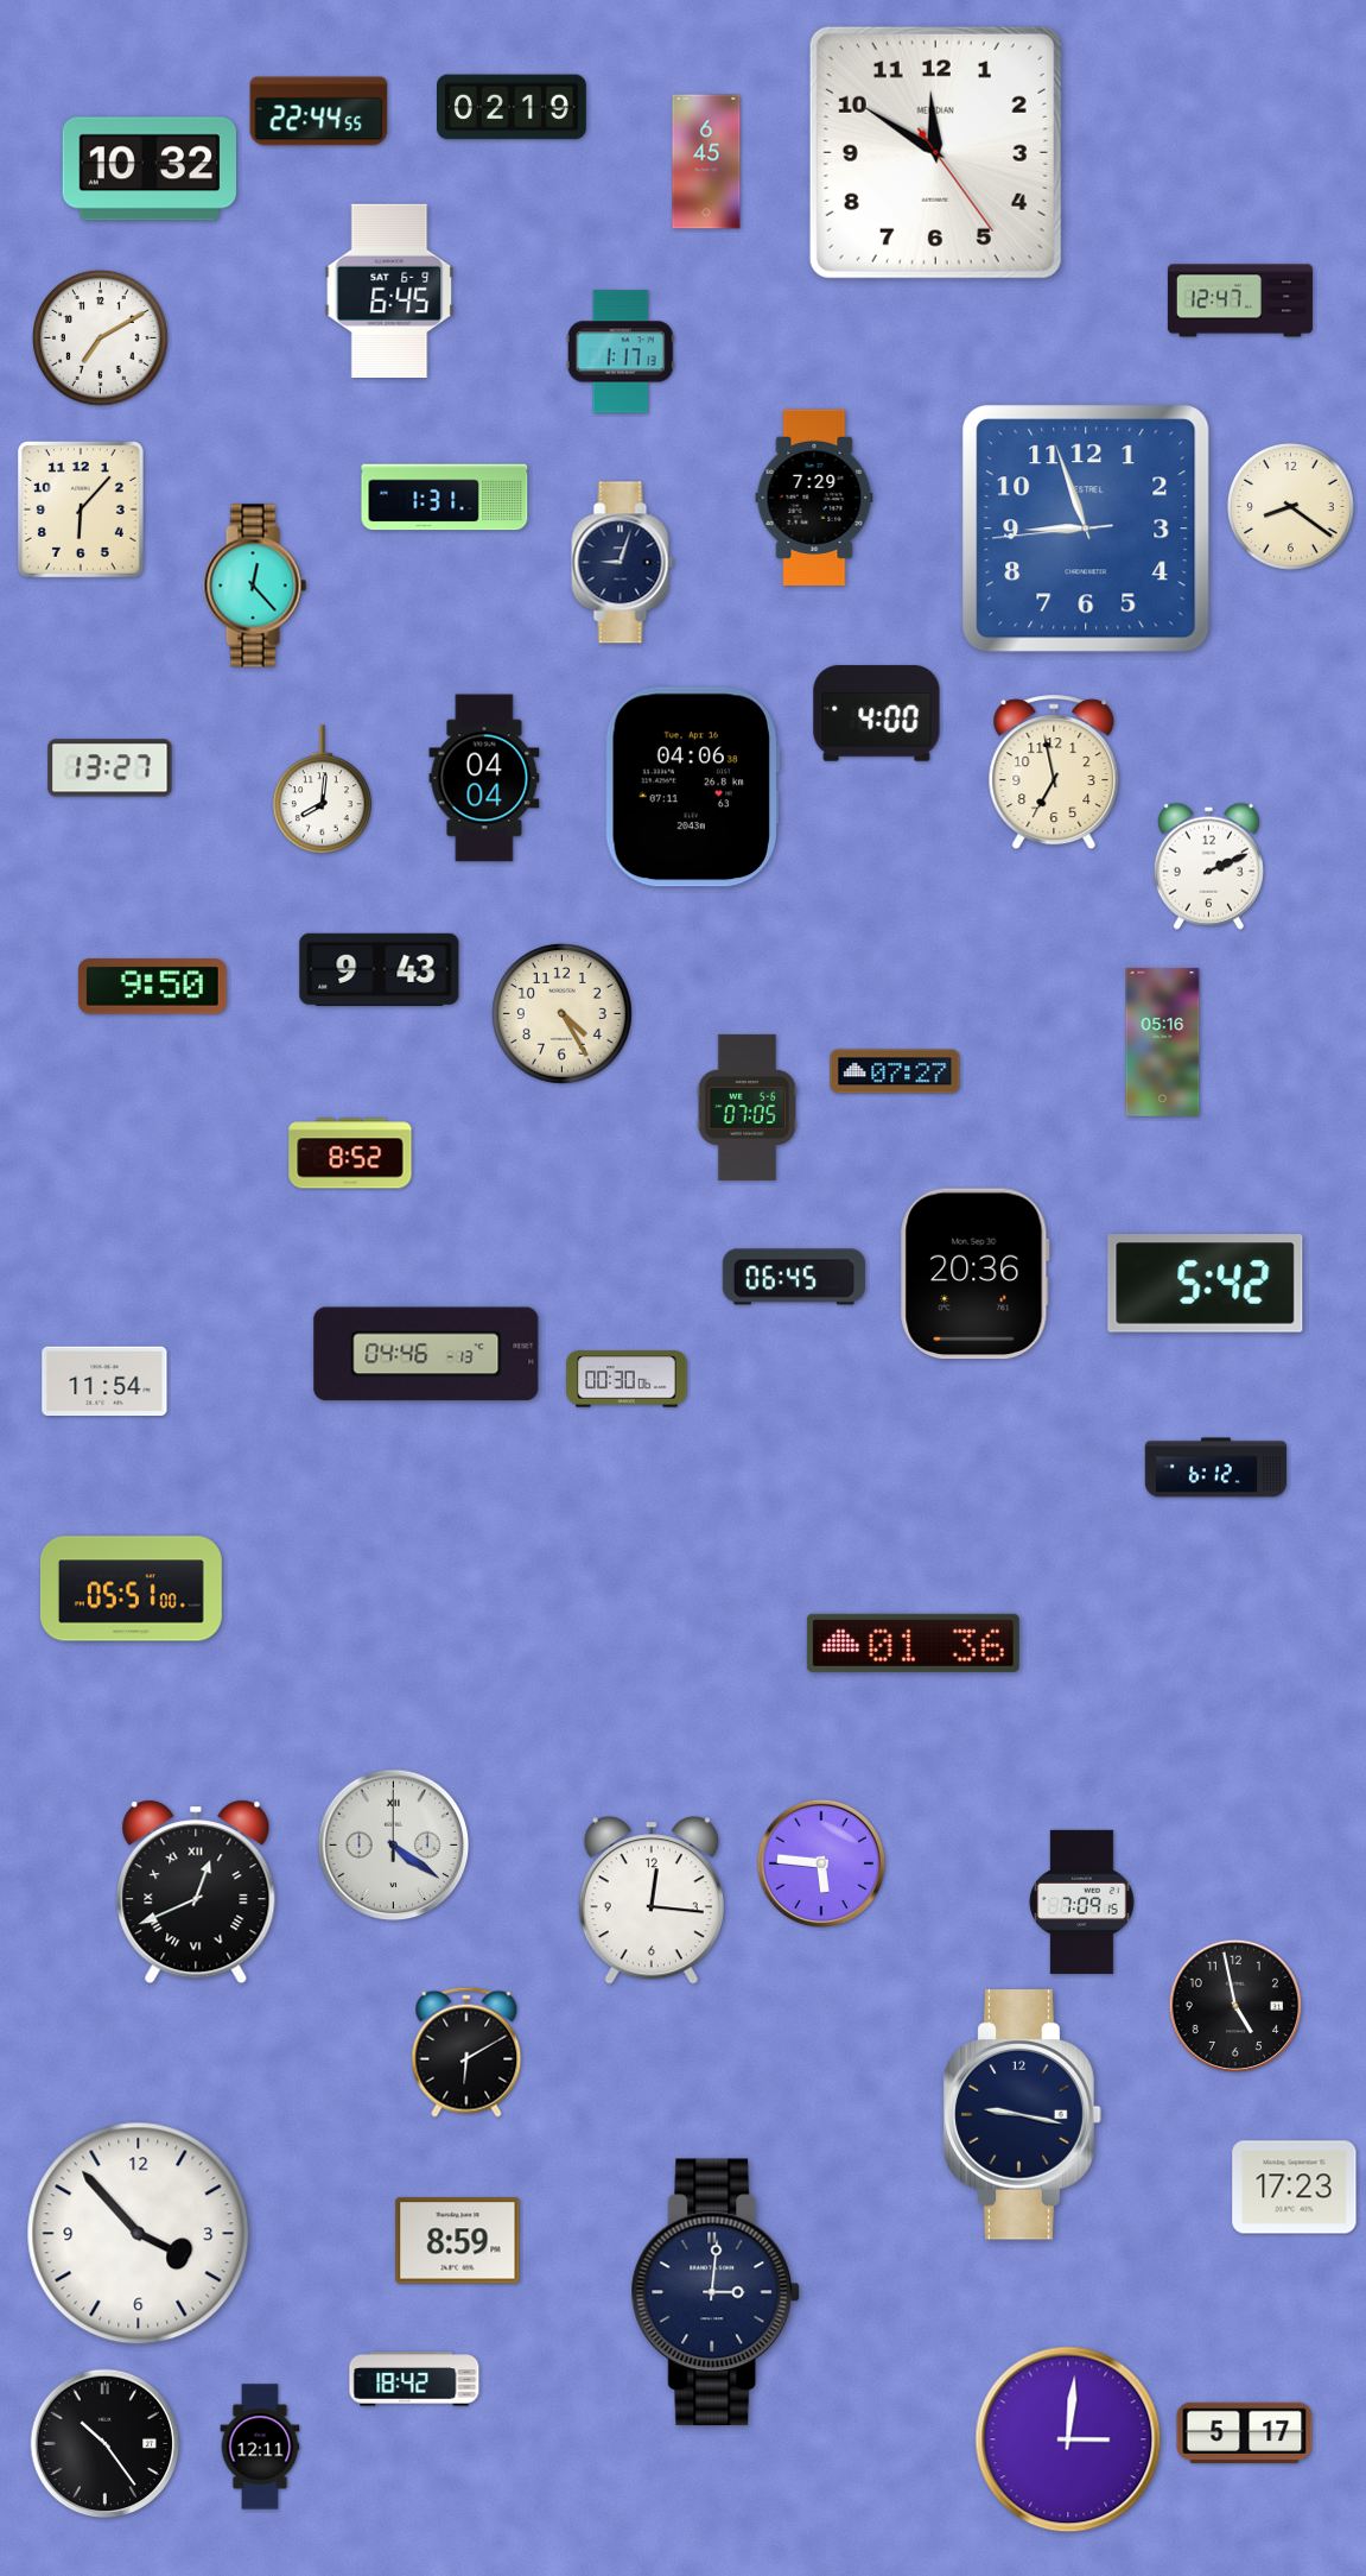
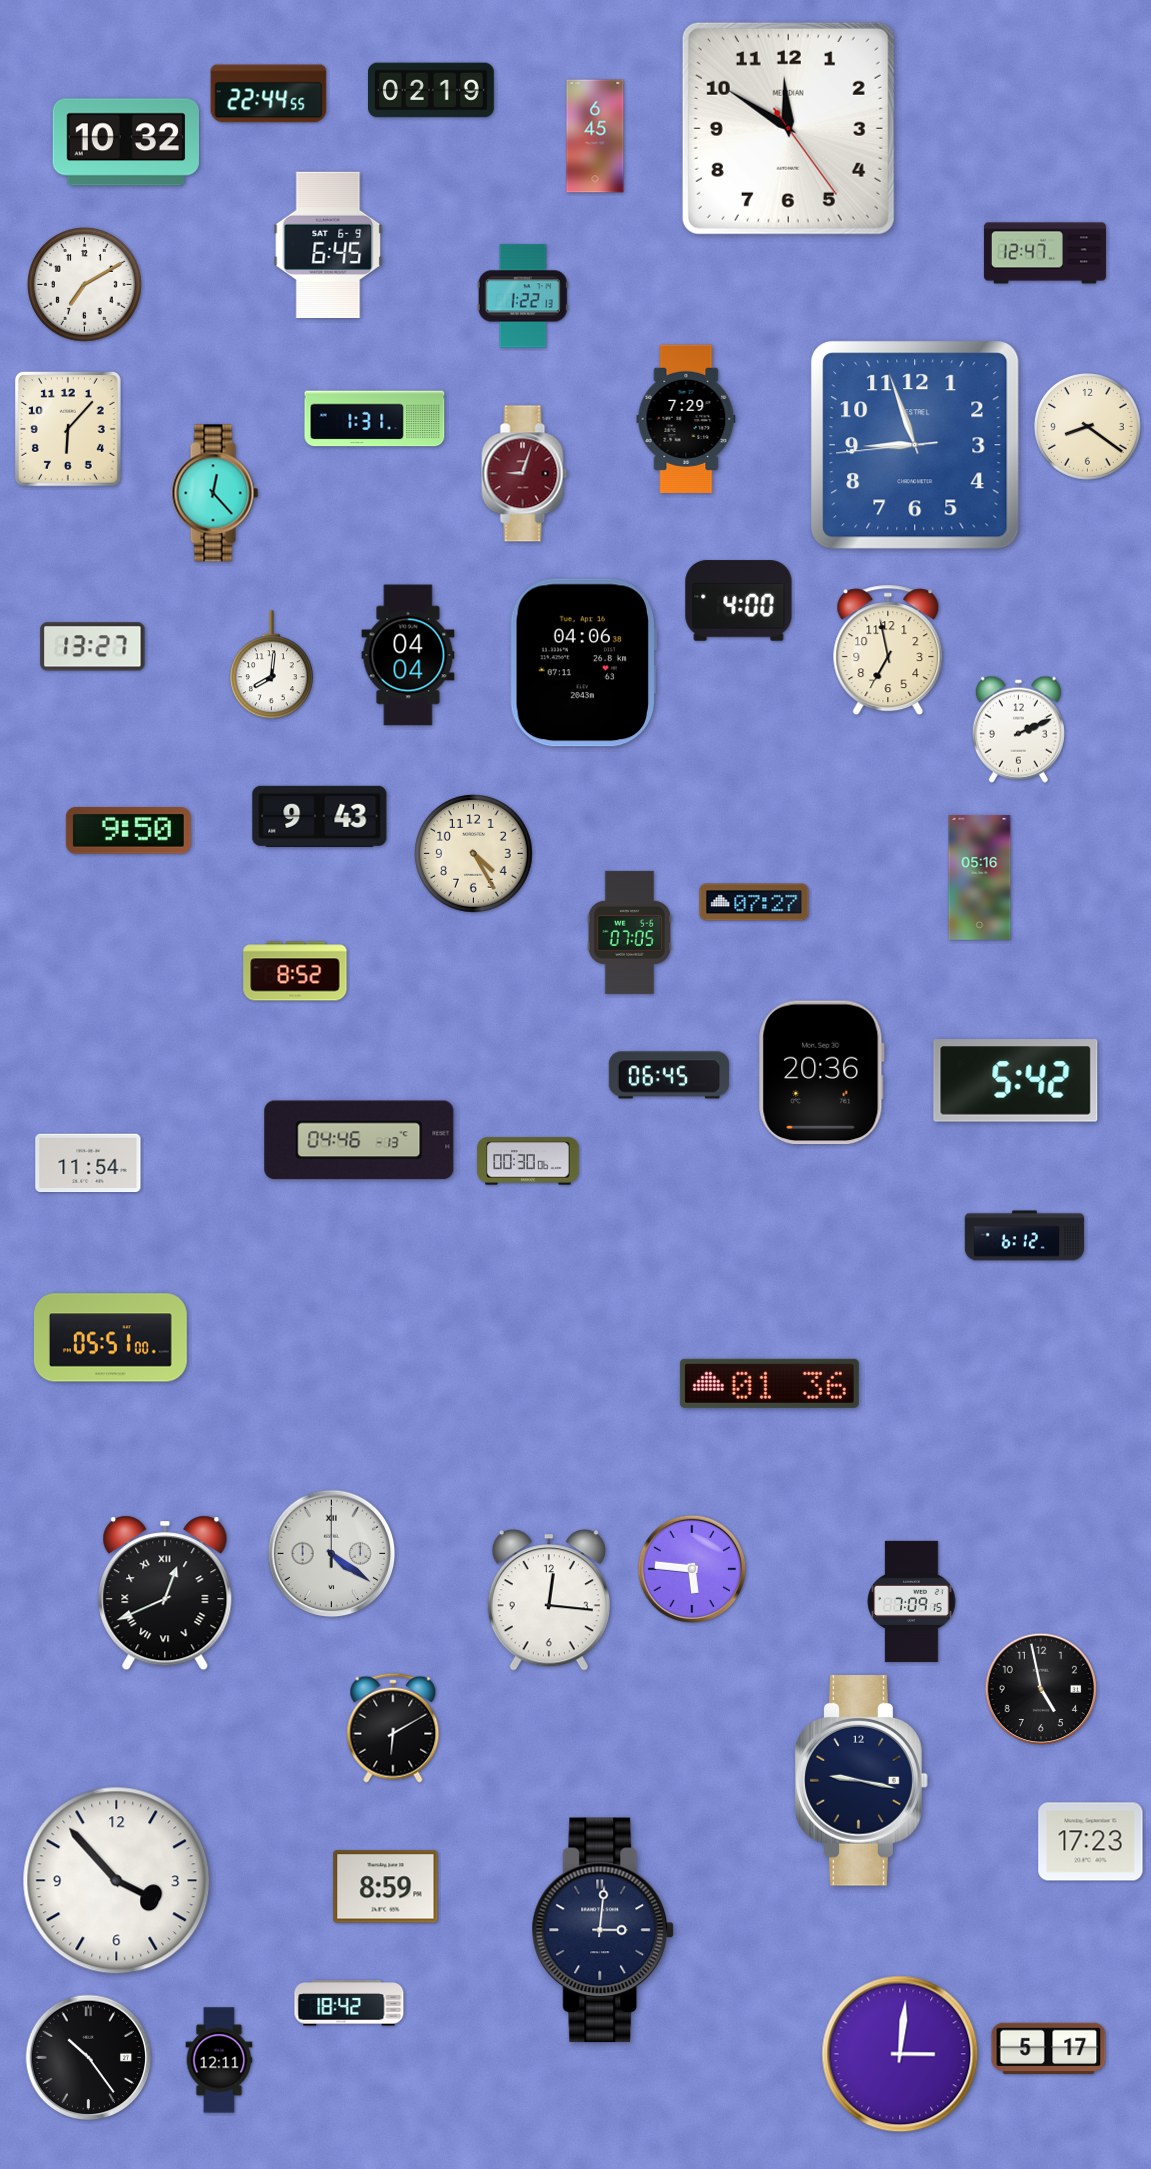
clock at (621, 352): 1:17 -> 1:22
clock at (623, 563) dial: navy -> burgundy
